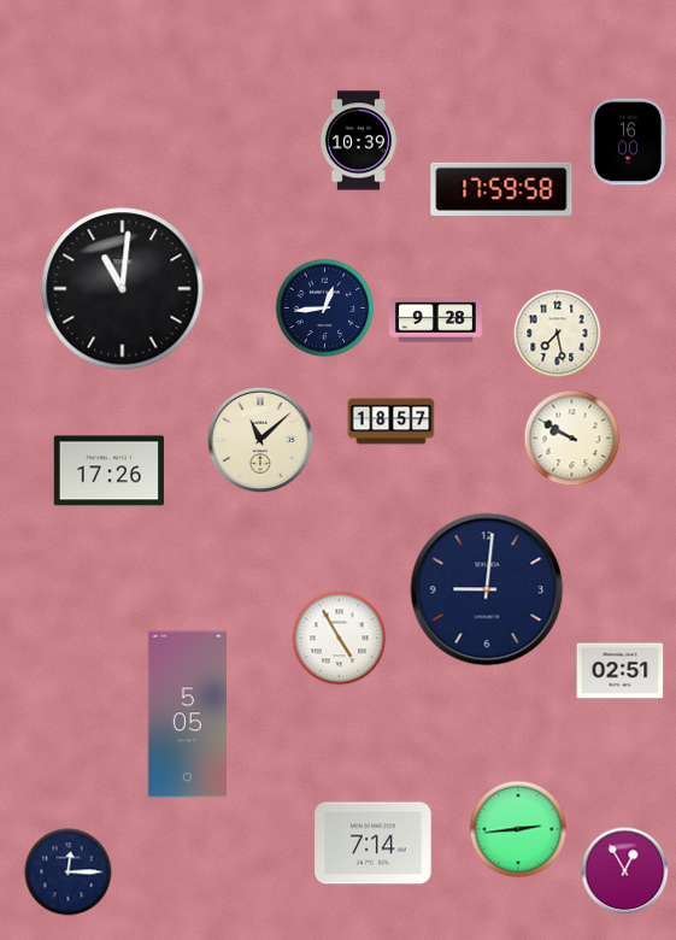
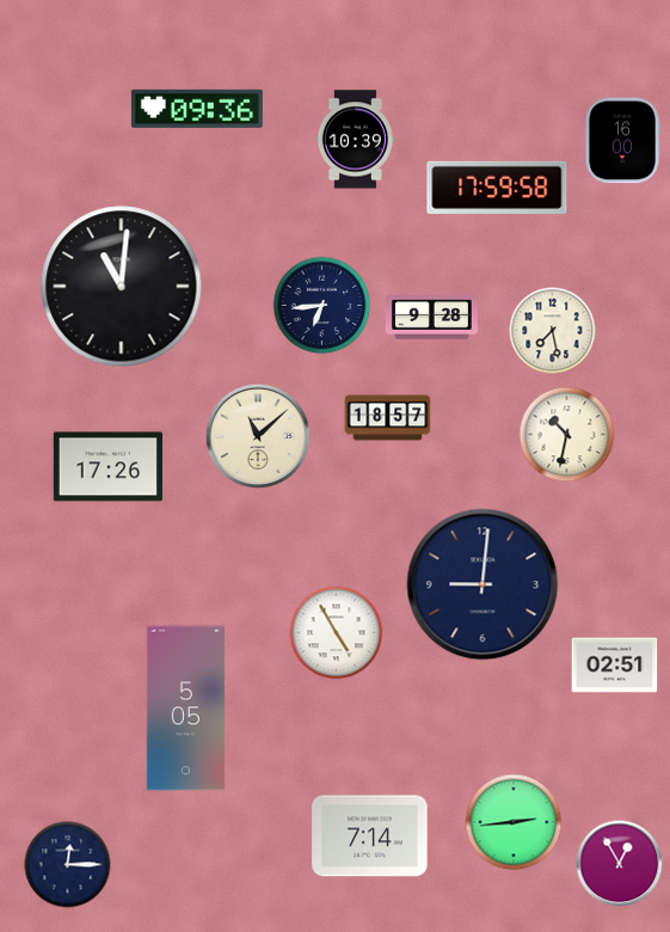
clock at (197, 109): none -> 09:36
clock at (325, 309): 12:44 -> 6:44
clock at (572, 439): 9:50 -> 10:32
